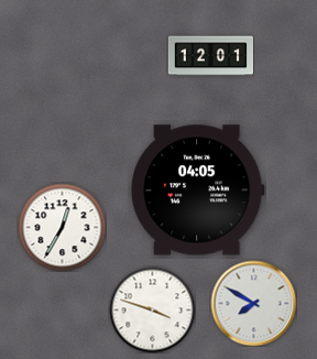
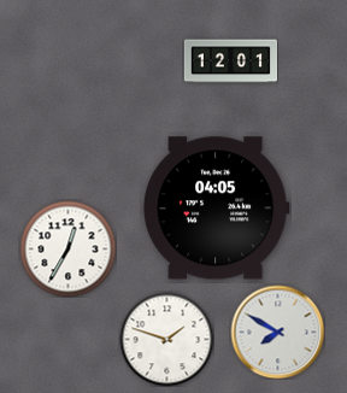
clock at (152, 309): 3:48 -> 1:48
